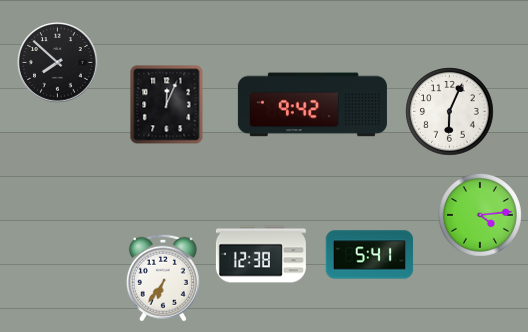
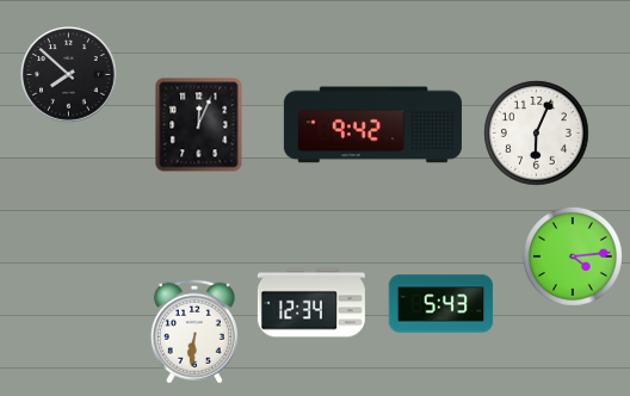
clock at (261, 254): 12:38 -> 12:34
clock at (370, 255): 5:41 -> 5:43
clock at (163, 278): 6:36 -> 6:31
